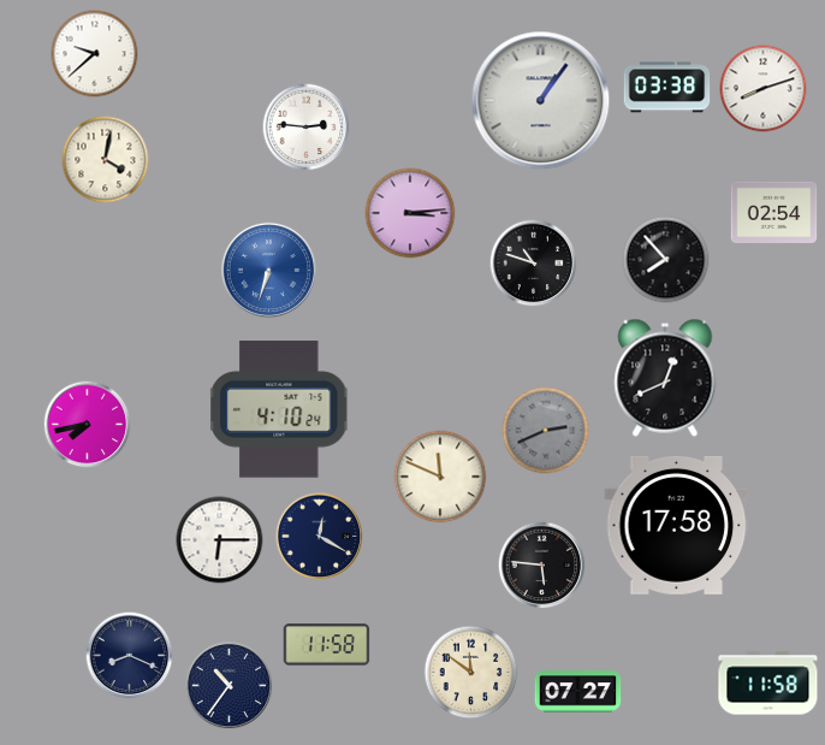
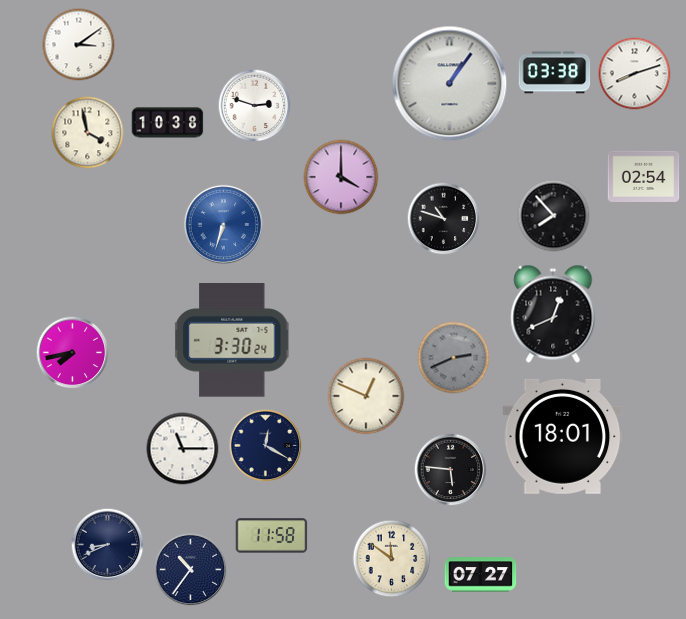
clock at (95, 54): 9:38 -> 3:09
clock at (307, 128): 2:46 -> 2:48
clock at (168, 123): none -> 10:38
clock at (106, 160): 4:02 -> 3:58
clock at (410, 213): 3:14 -> 4:00
clock at (280, 409): 4:10 -> 3:30
clock at (440, 477): 11:49 -> 12:49
clock at (677, 525): 17:58 -> 18:01
clock at (220, 540): 6:15 -> 11:15
clock at (130, 656): 8:19 -> 8:41
clock at (768, 684): 11:58 -> none
